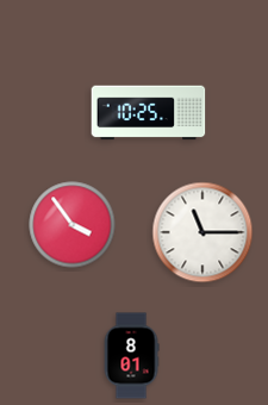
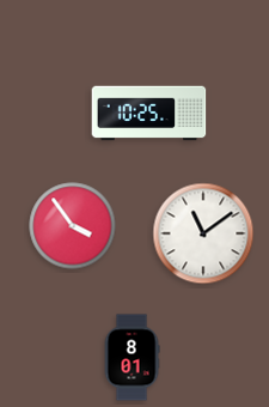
clock at (202, 232): 11:15 -> 11:09
